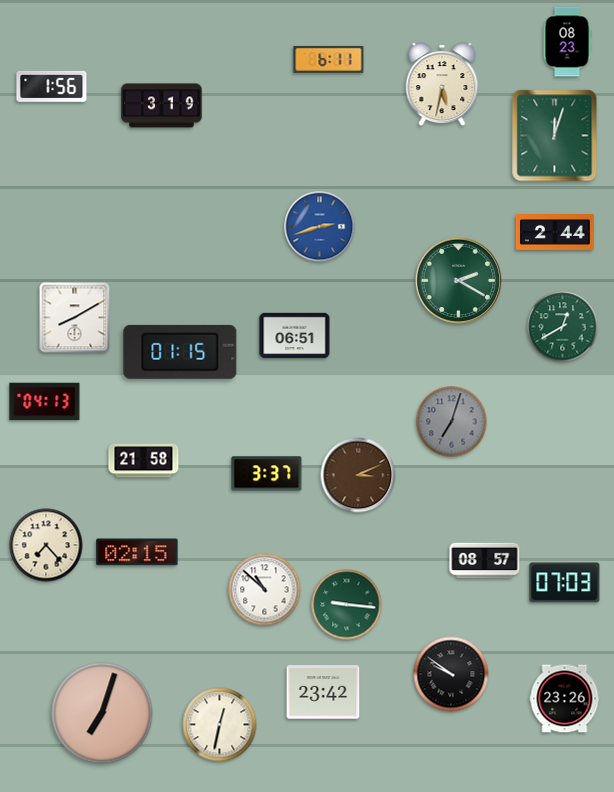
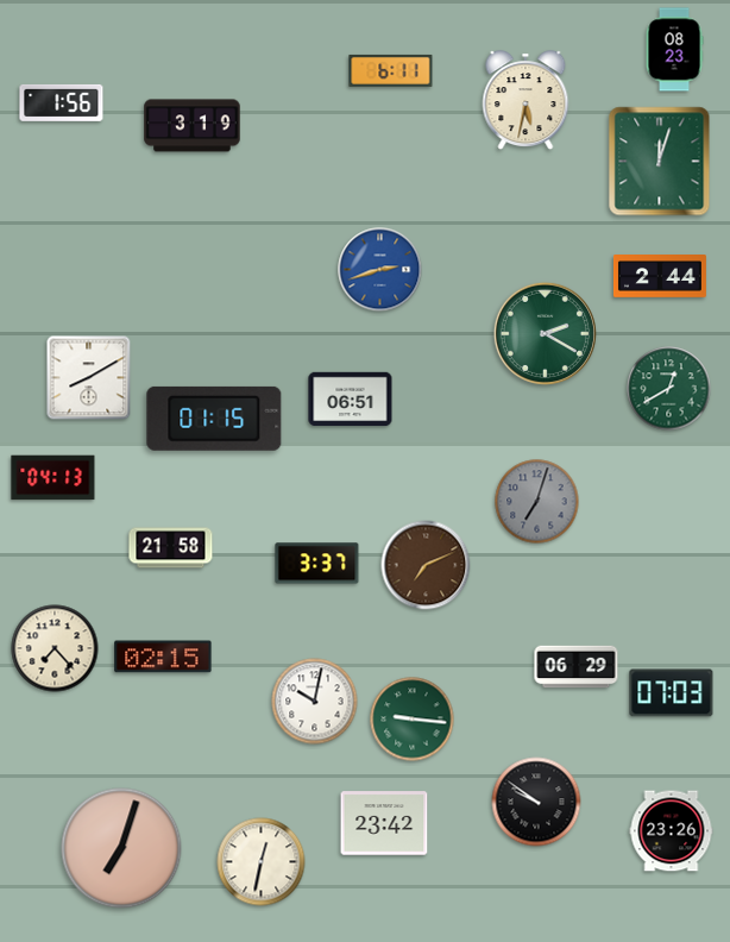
clock at (358, 475): 3:11 -> 7:11
clock at (485, 561): 08:57 -> 06:29
clock at (265, 590): 10:52 -> 10:02
